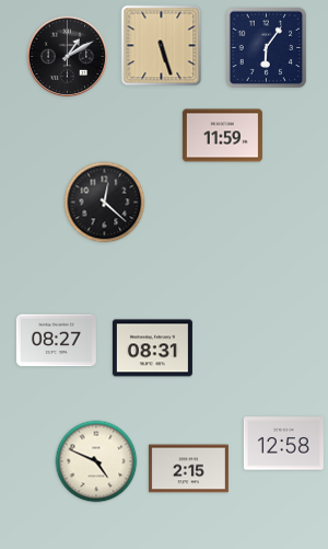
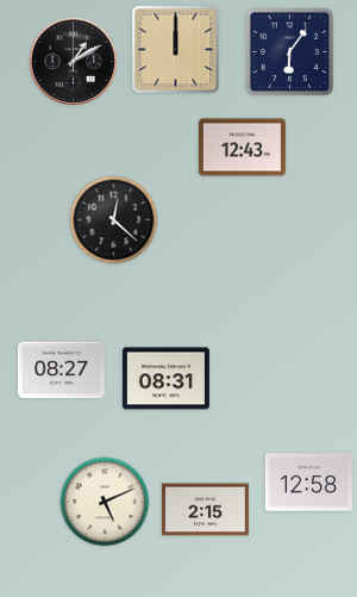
clock at (162, 46): 5:27 -> 12:00
clock at (222, 136): 11:59 -> 12:43
clock at (96, 461): 4:49 -> 5:11
